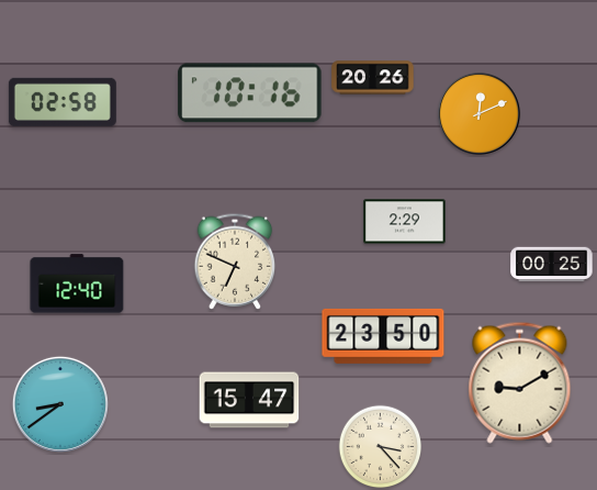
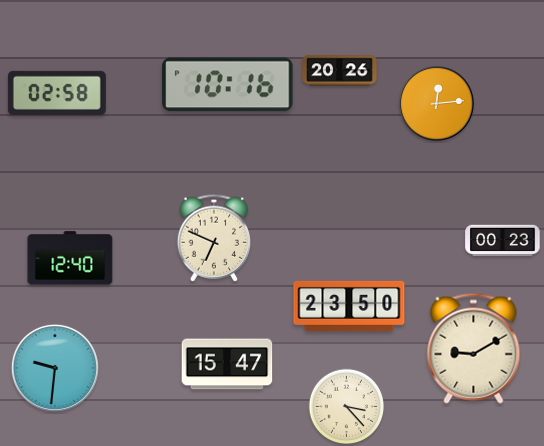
clock at (478, 113): 12:11 -> 12:14
clock at (405, 222): 2:29 -> none
clock at (552, 265): 00:25 -> 00:23
clock at (60, 404): 8:39 -> 9:31
